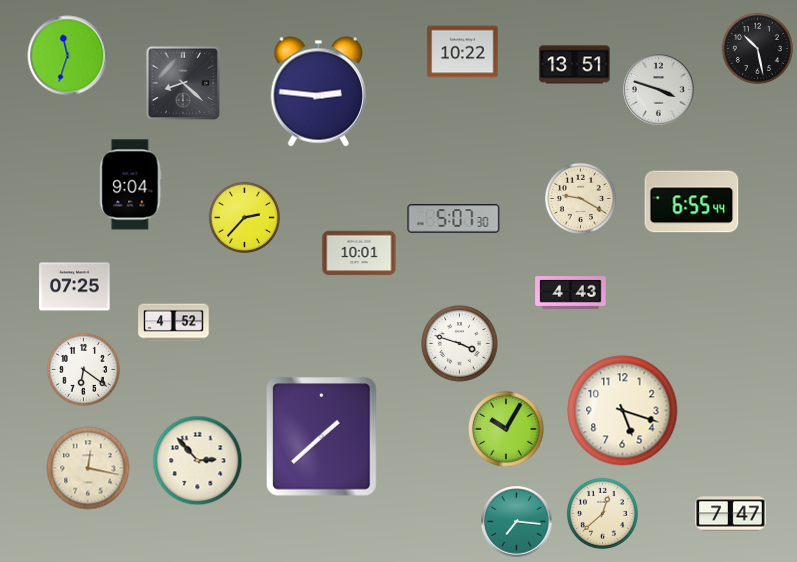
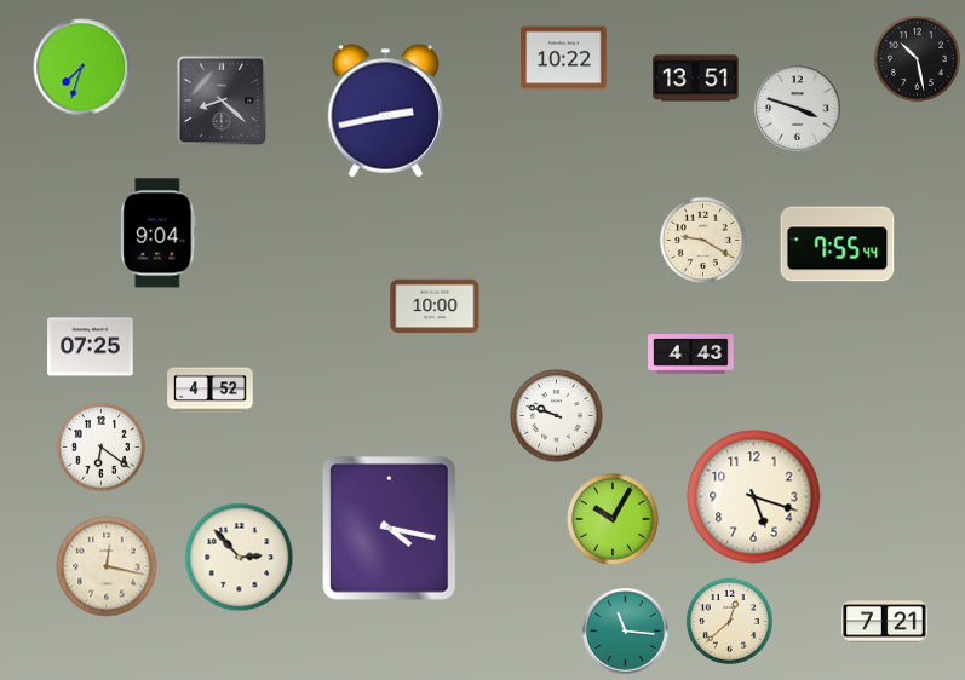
clock at (463, 52) position: (463, 52) -> (564, 58)
clock at (68, 56): 11:33 -> 7:33
clock at (318, 92): 2:46 -> 2:43
clock at (131, 185) position: (131, 185) -> (159, 234)
clock at (692, 202): 6:55 -> 7:55
clock at (244, 217): 2:37 -> none
clock at (454, 219): 5:07 -> none
clock at (359, 253): 10:01 -> 10:00
clock at (460, 344): 3:48 -> 9:48
clock at (322, 437): 1:38 -> 4:17
clock at (731, 514): 7:47 -> 7:21
clock at (517, 522): 7:16 -> 11:16
